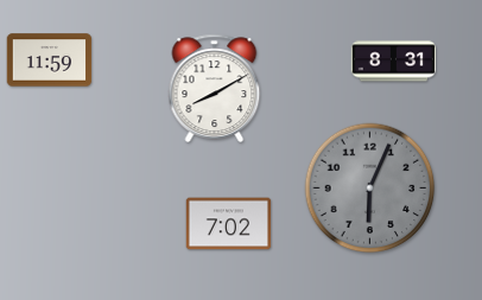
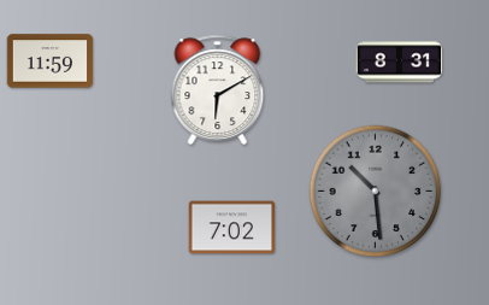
clock at (215, 88): 8:10 -> 6:10
clock at (370, 189): 6:04 -> 10:29
